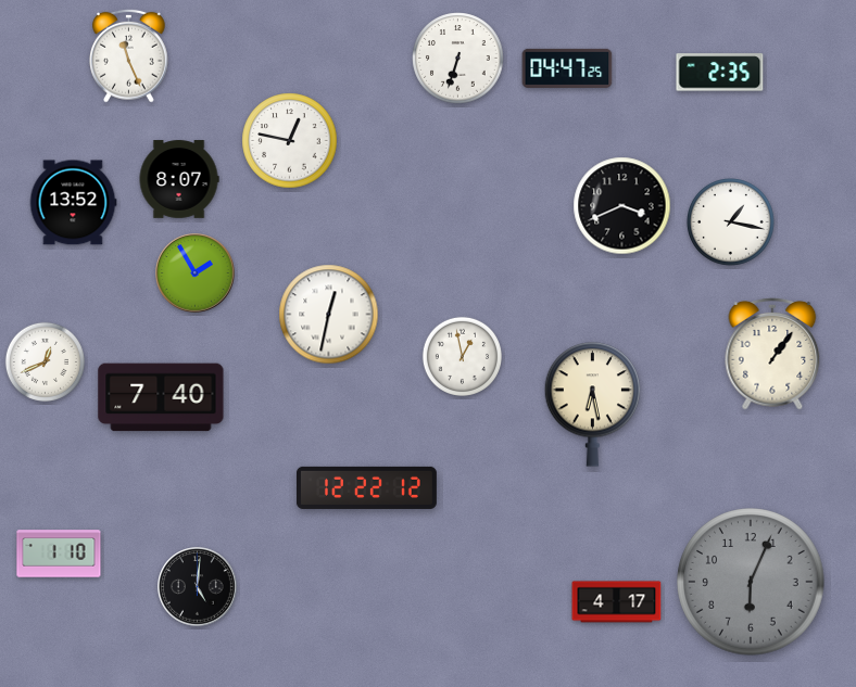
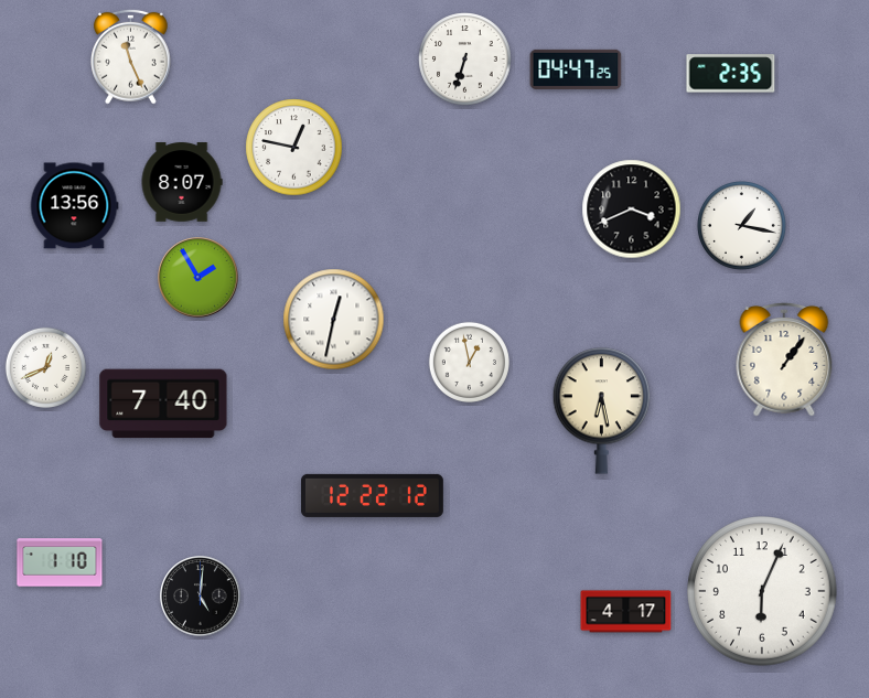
clock at (290, 141) position: (290, 141) -> (294, 148)
clock at (73, 203): 13:52 -> 13:56
clock at (751, 582) dial: grey -> white
